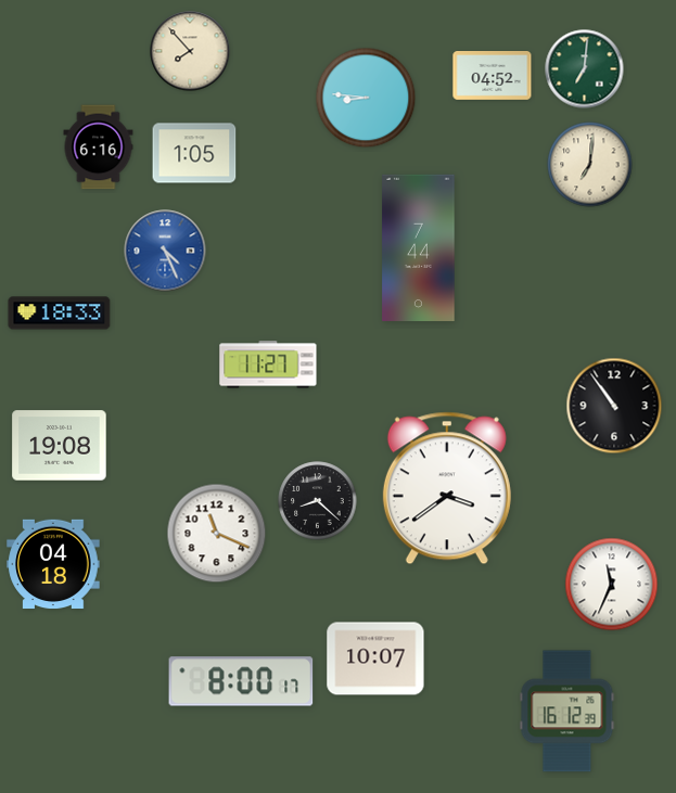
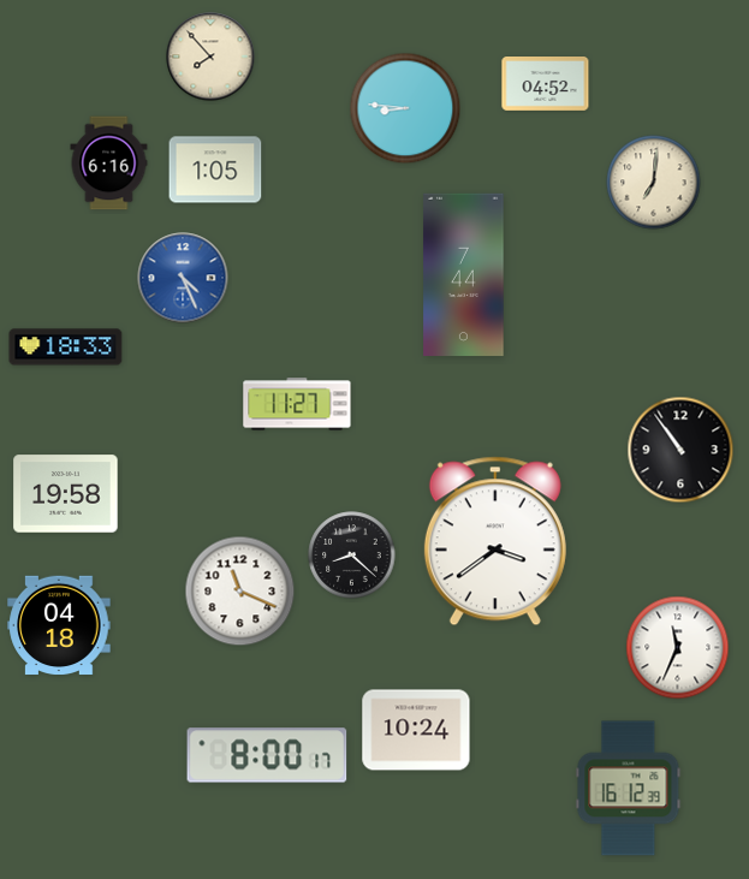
clock at (585, 69): 7:01 -> none
clock at (60, 446): 19:08 -> 19:58
clock at (375, 658): 10:07 -> 10:24
